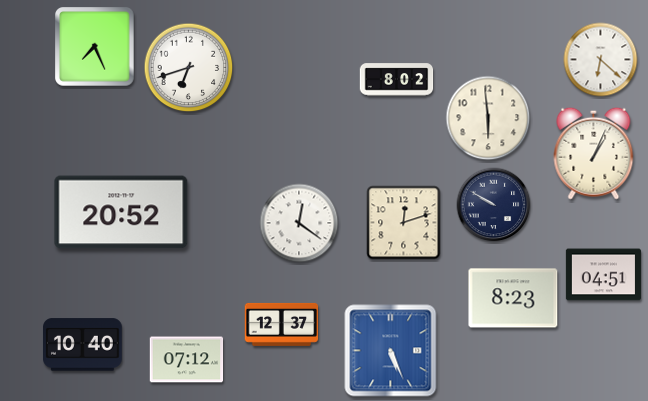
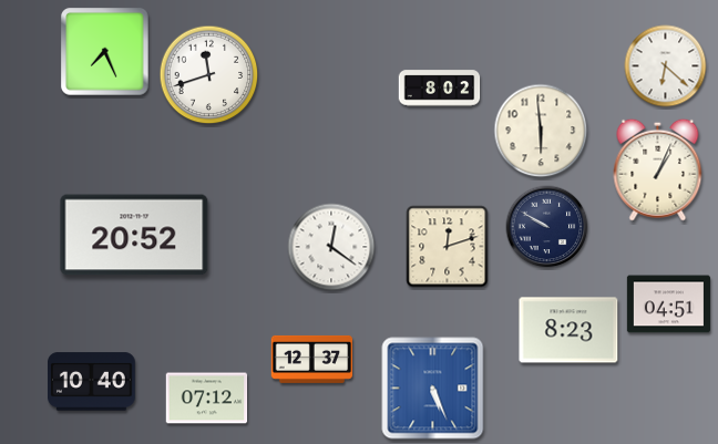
clock at (189, 68): 6:42 -> 11:42
